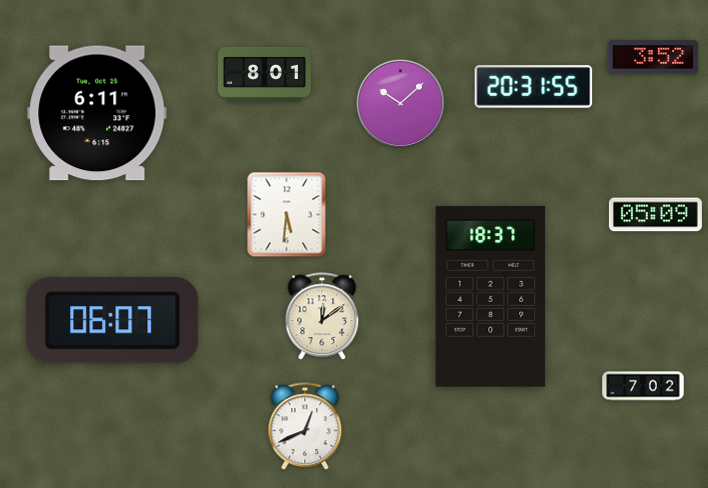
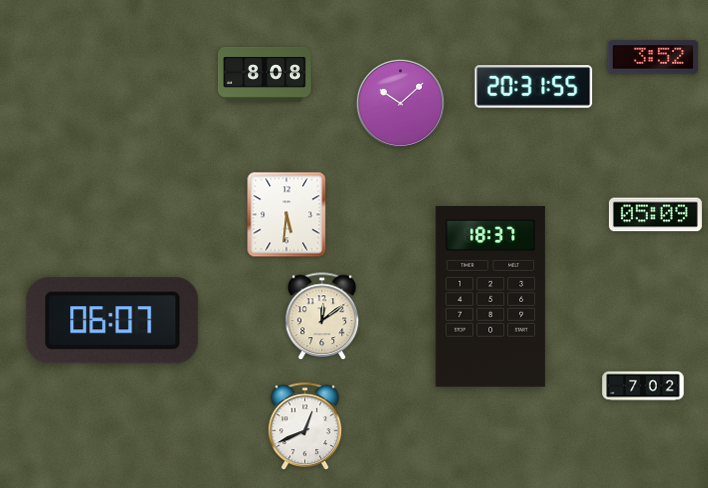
clock at (264, 74): 8:01 -> 8:08
clock at (97, 113): 6:11 -> none
